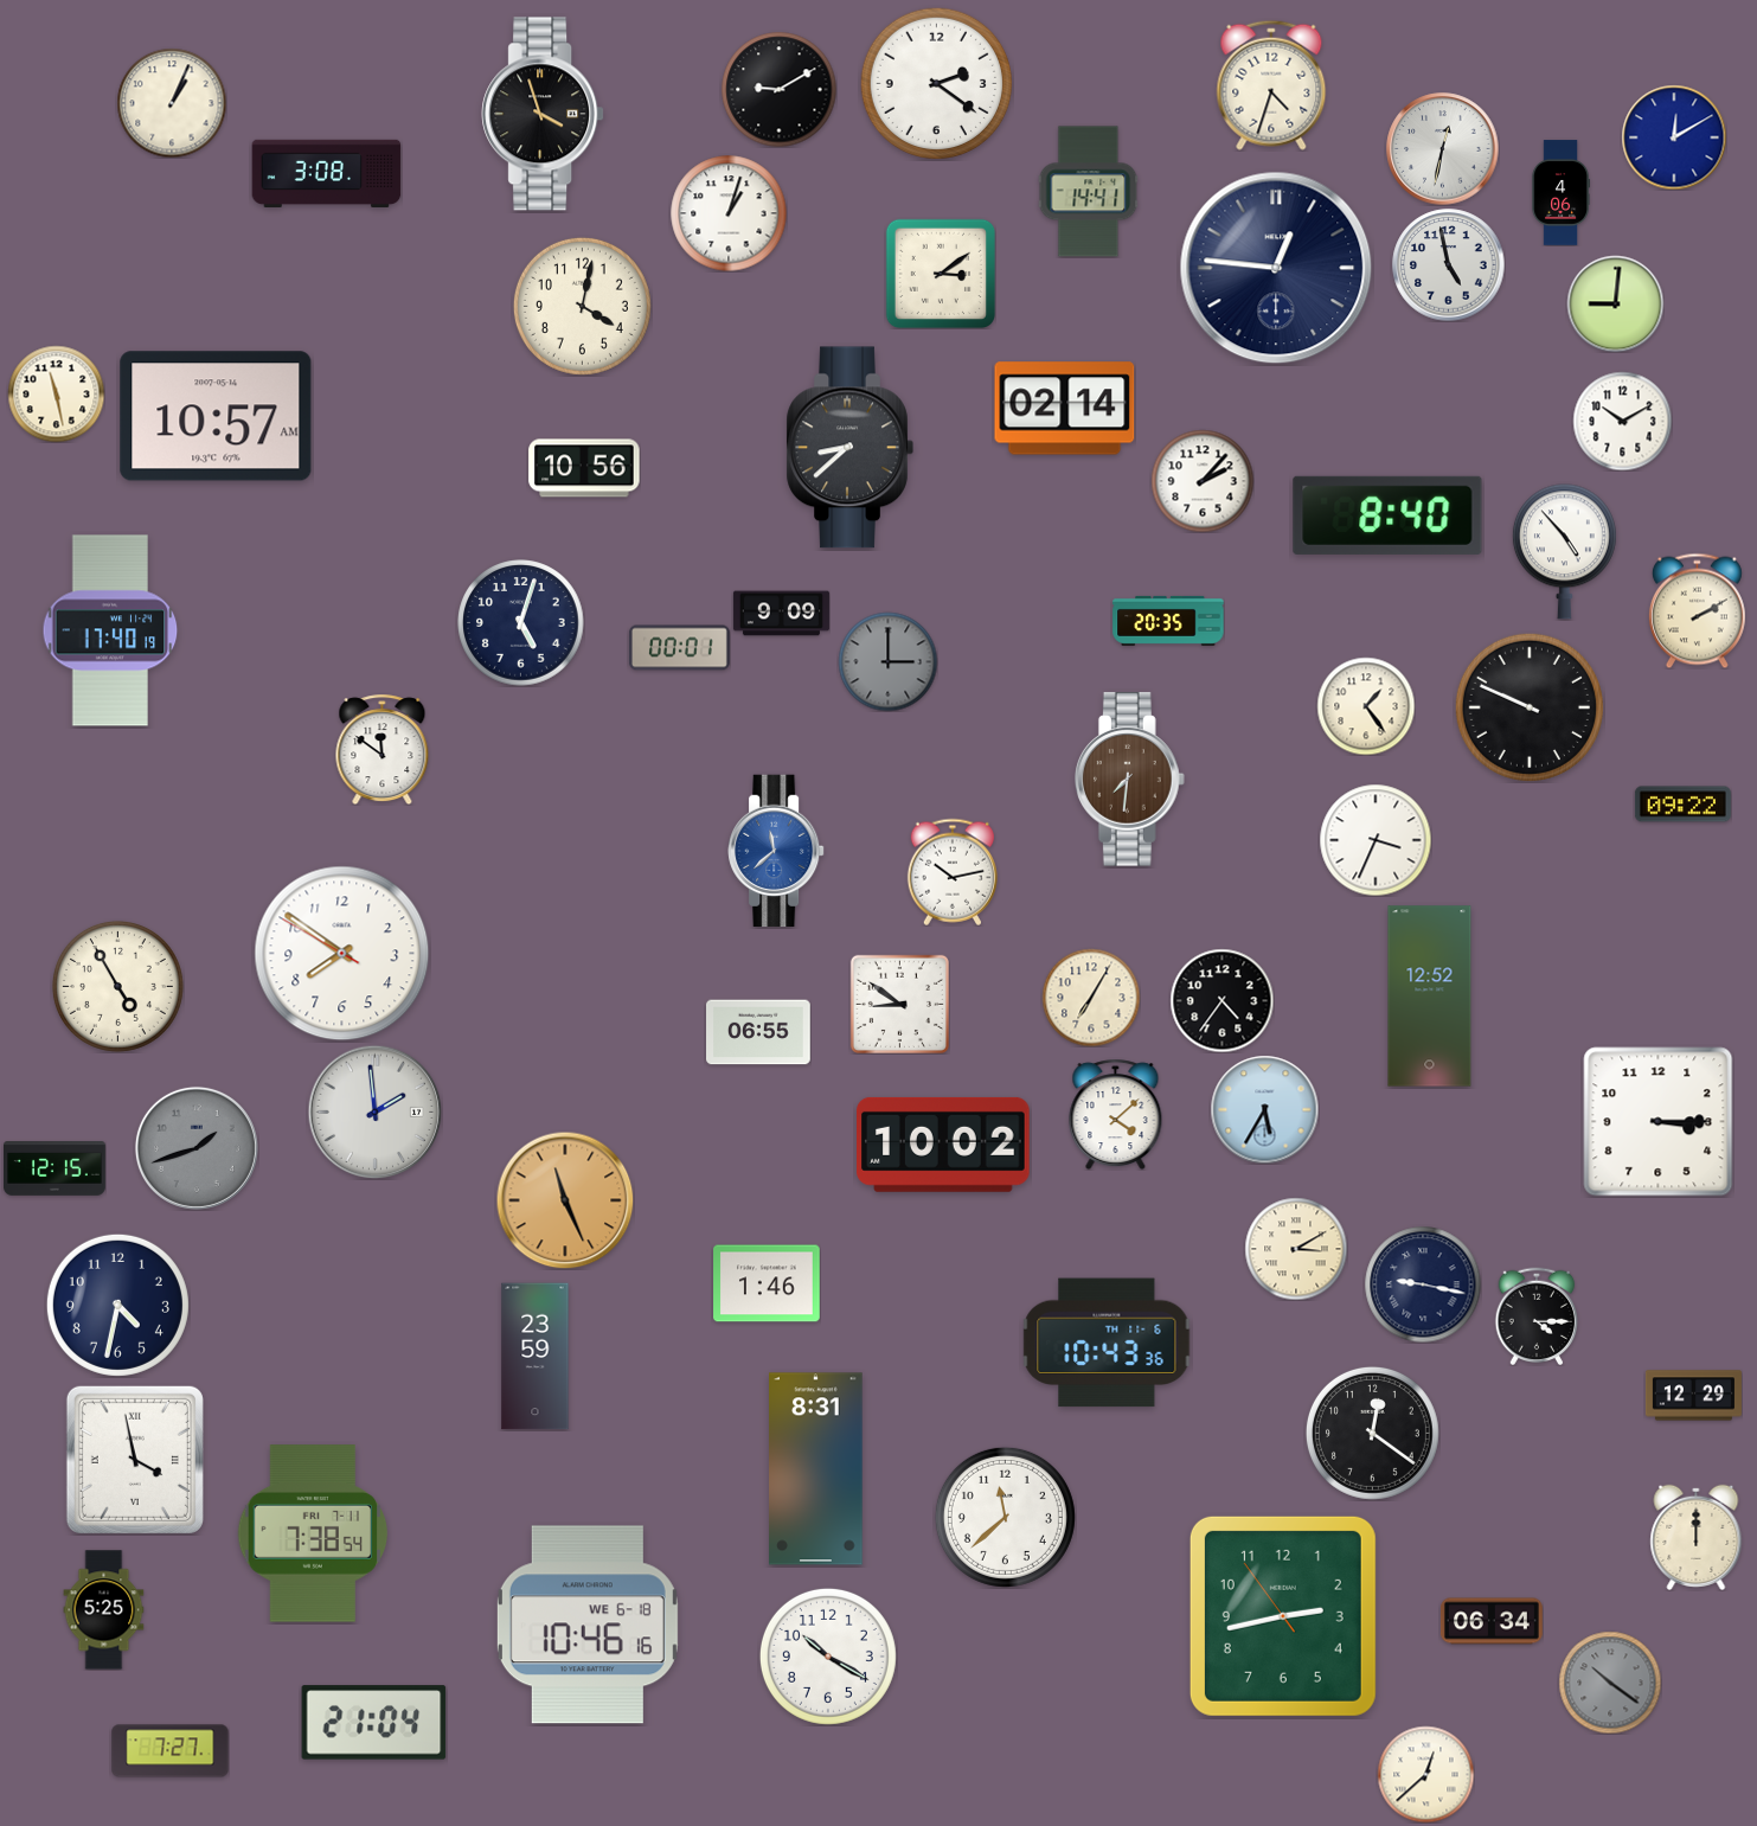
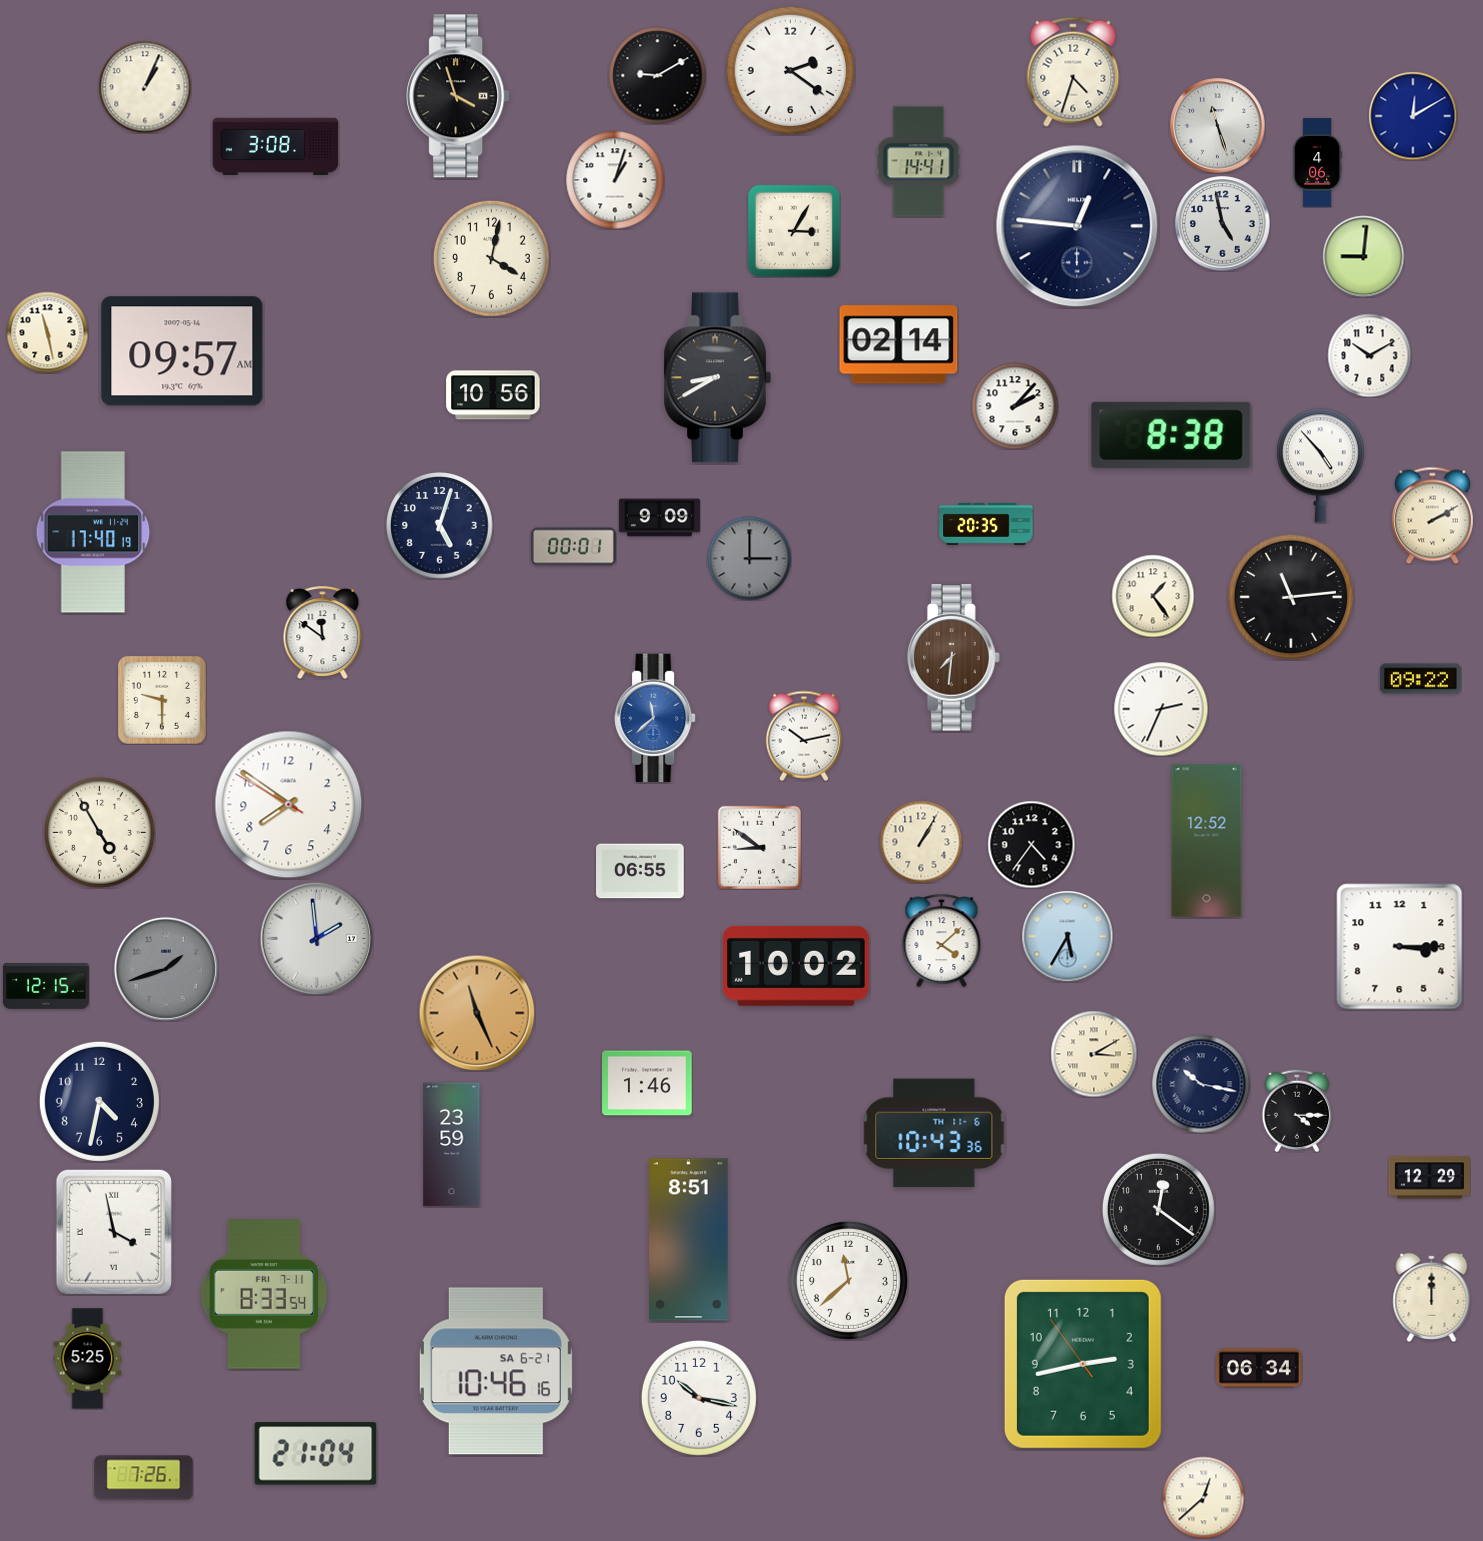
clock at (1443, 149): 12:32 -> 11:27
clock at (940, 273): 3:09 -> 3:05
clock at (216, 416): 10:57 -> 09:57
clock at (849, 448): 8:38 -> 8:40
clock at (1387, 515): 8:40 -> 8:38
clock at (1530, 707): 9:49 -> 11:14
clock at (162, 700): none -> 9:30
clock at (1376, 840): 3:34 -> 2:34
clock at (1091, 998): 7:05 -> 1:05
clock at (1423, 1284): 9:17 -> 10:17
clock at (816, 1469): 8:31 -> 8:51
clock at (313, 1533): 7:38 -> 8:33
clock at (588, 1625) date: WE 6-18 -> SA 6-21
clock at (828, 1657): 10:20 -> 10:17
clock at (1610, 1683): 10:21 -> none
clock at (171, 1751): 7:27 -> 7:26
